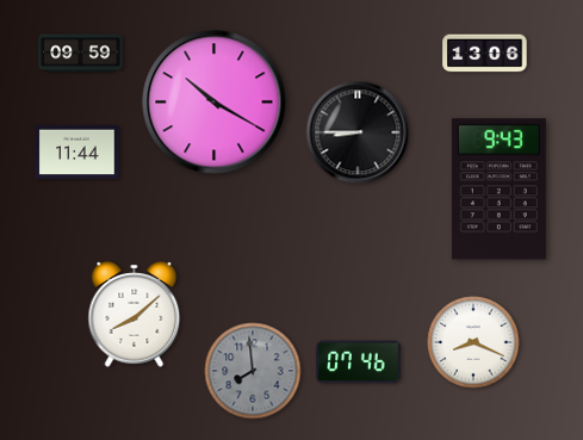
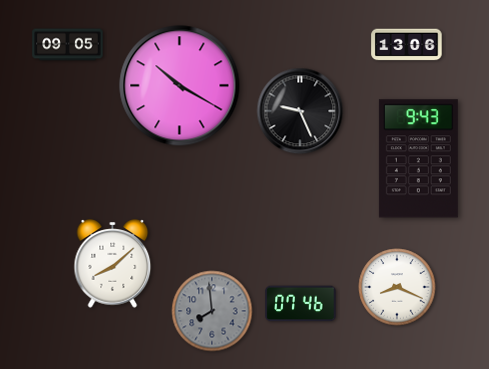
clock at (81, 54): 09:59 -> 09:05
clock at (358, 132): 8:45 -> 9:26
clock at (77, 151): 11:44 -> none
